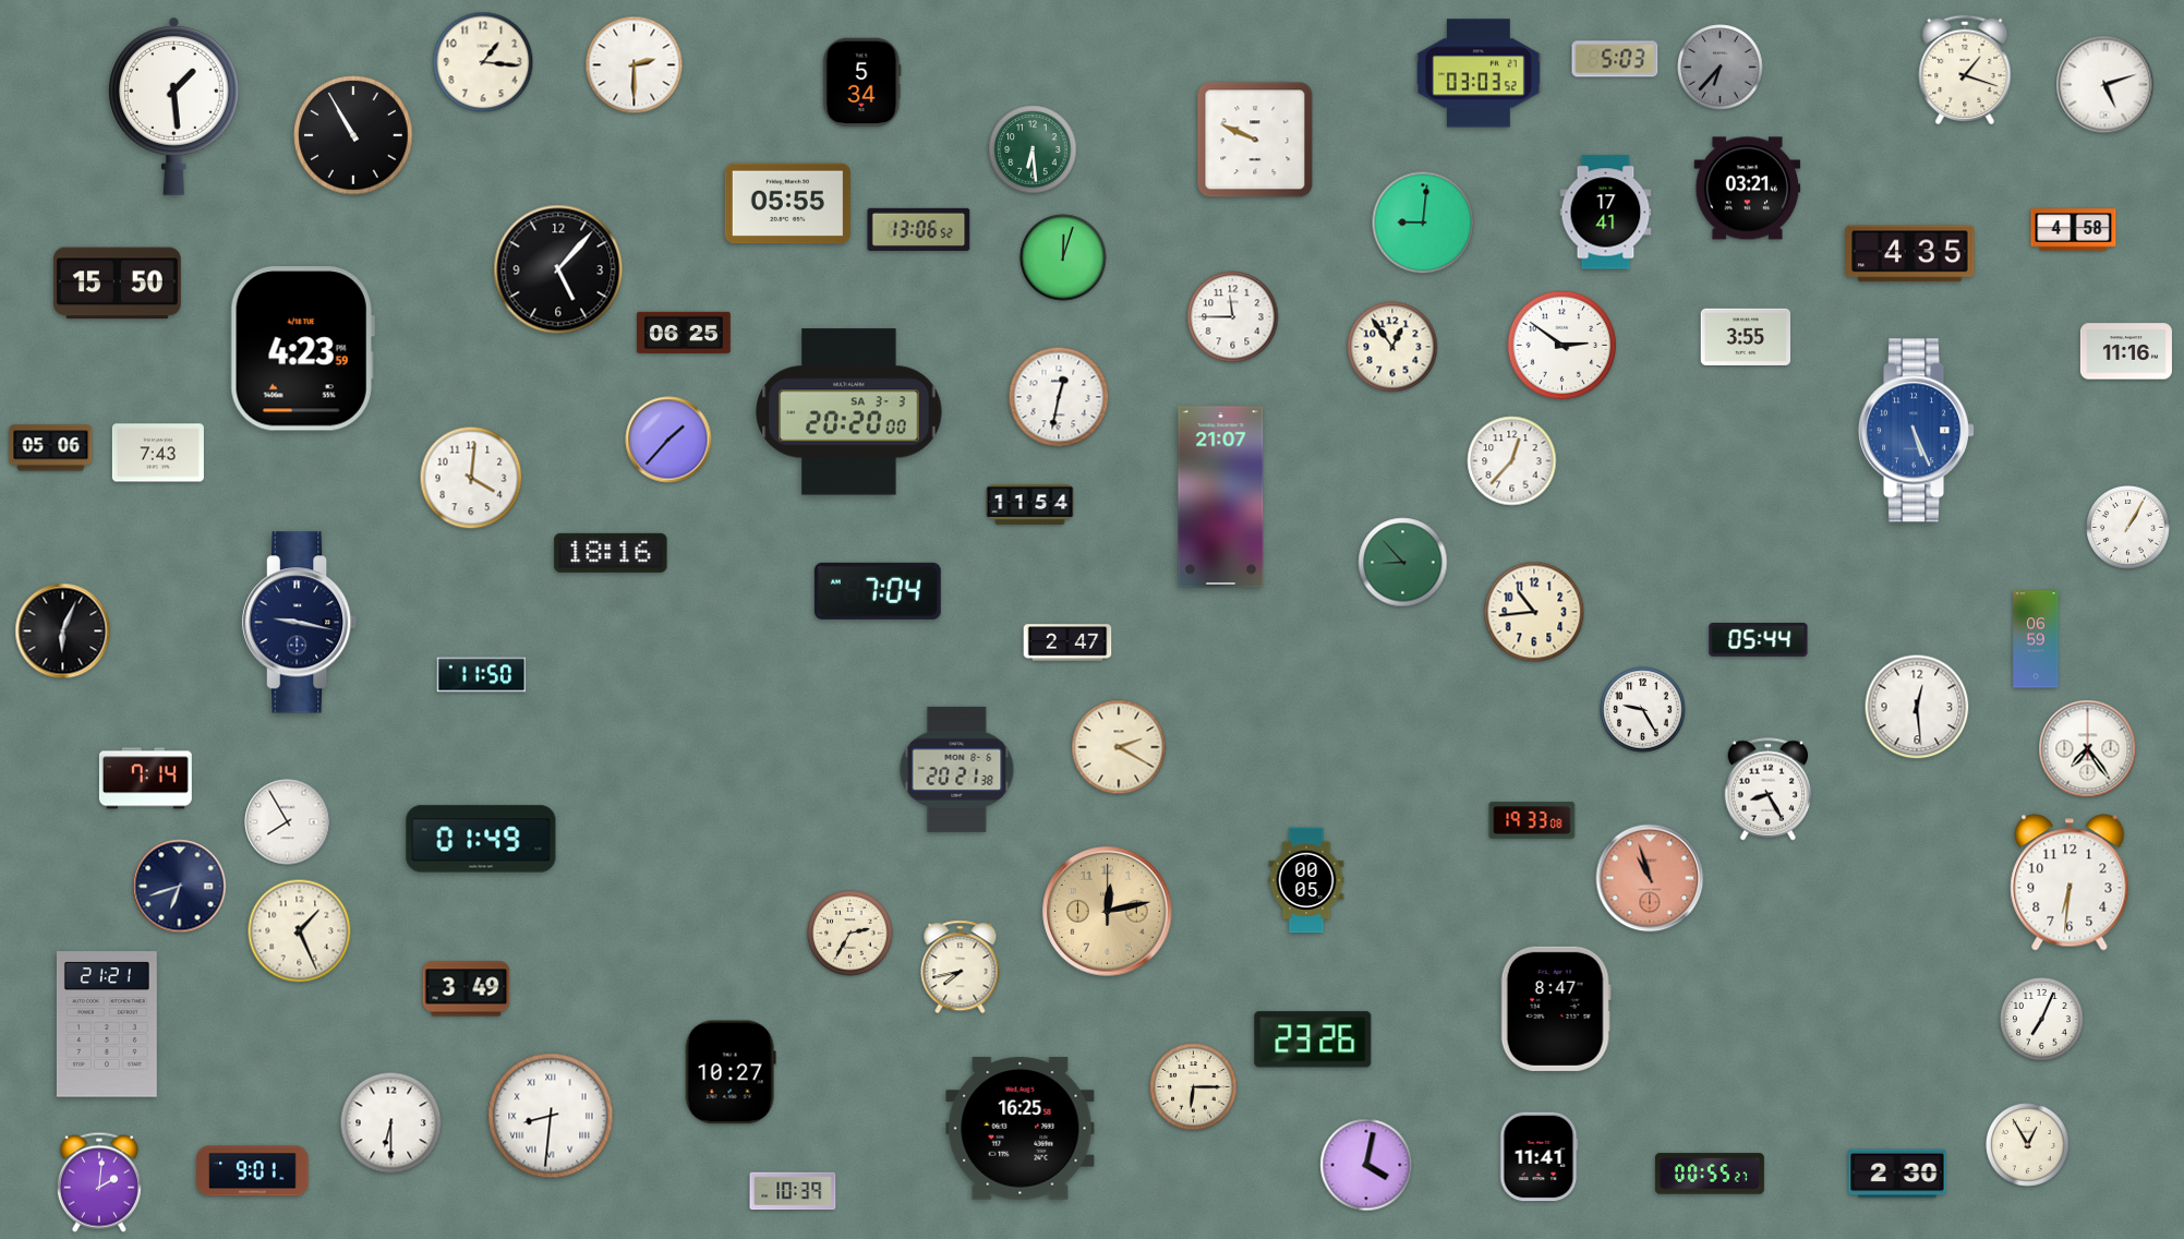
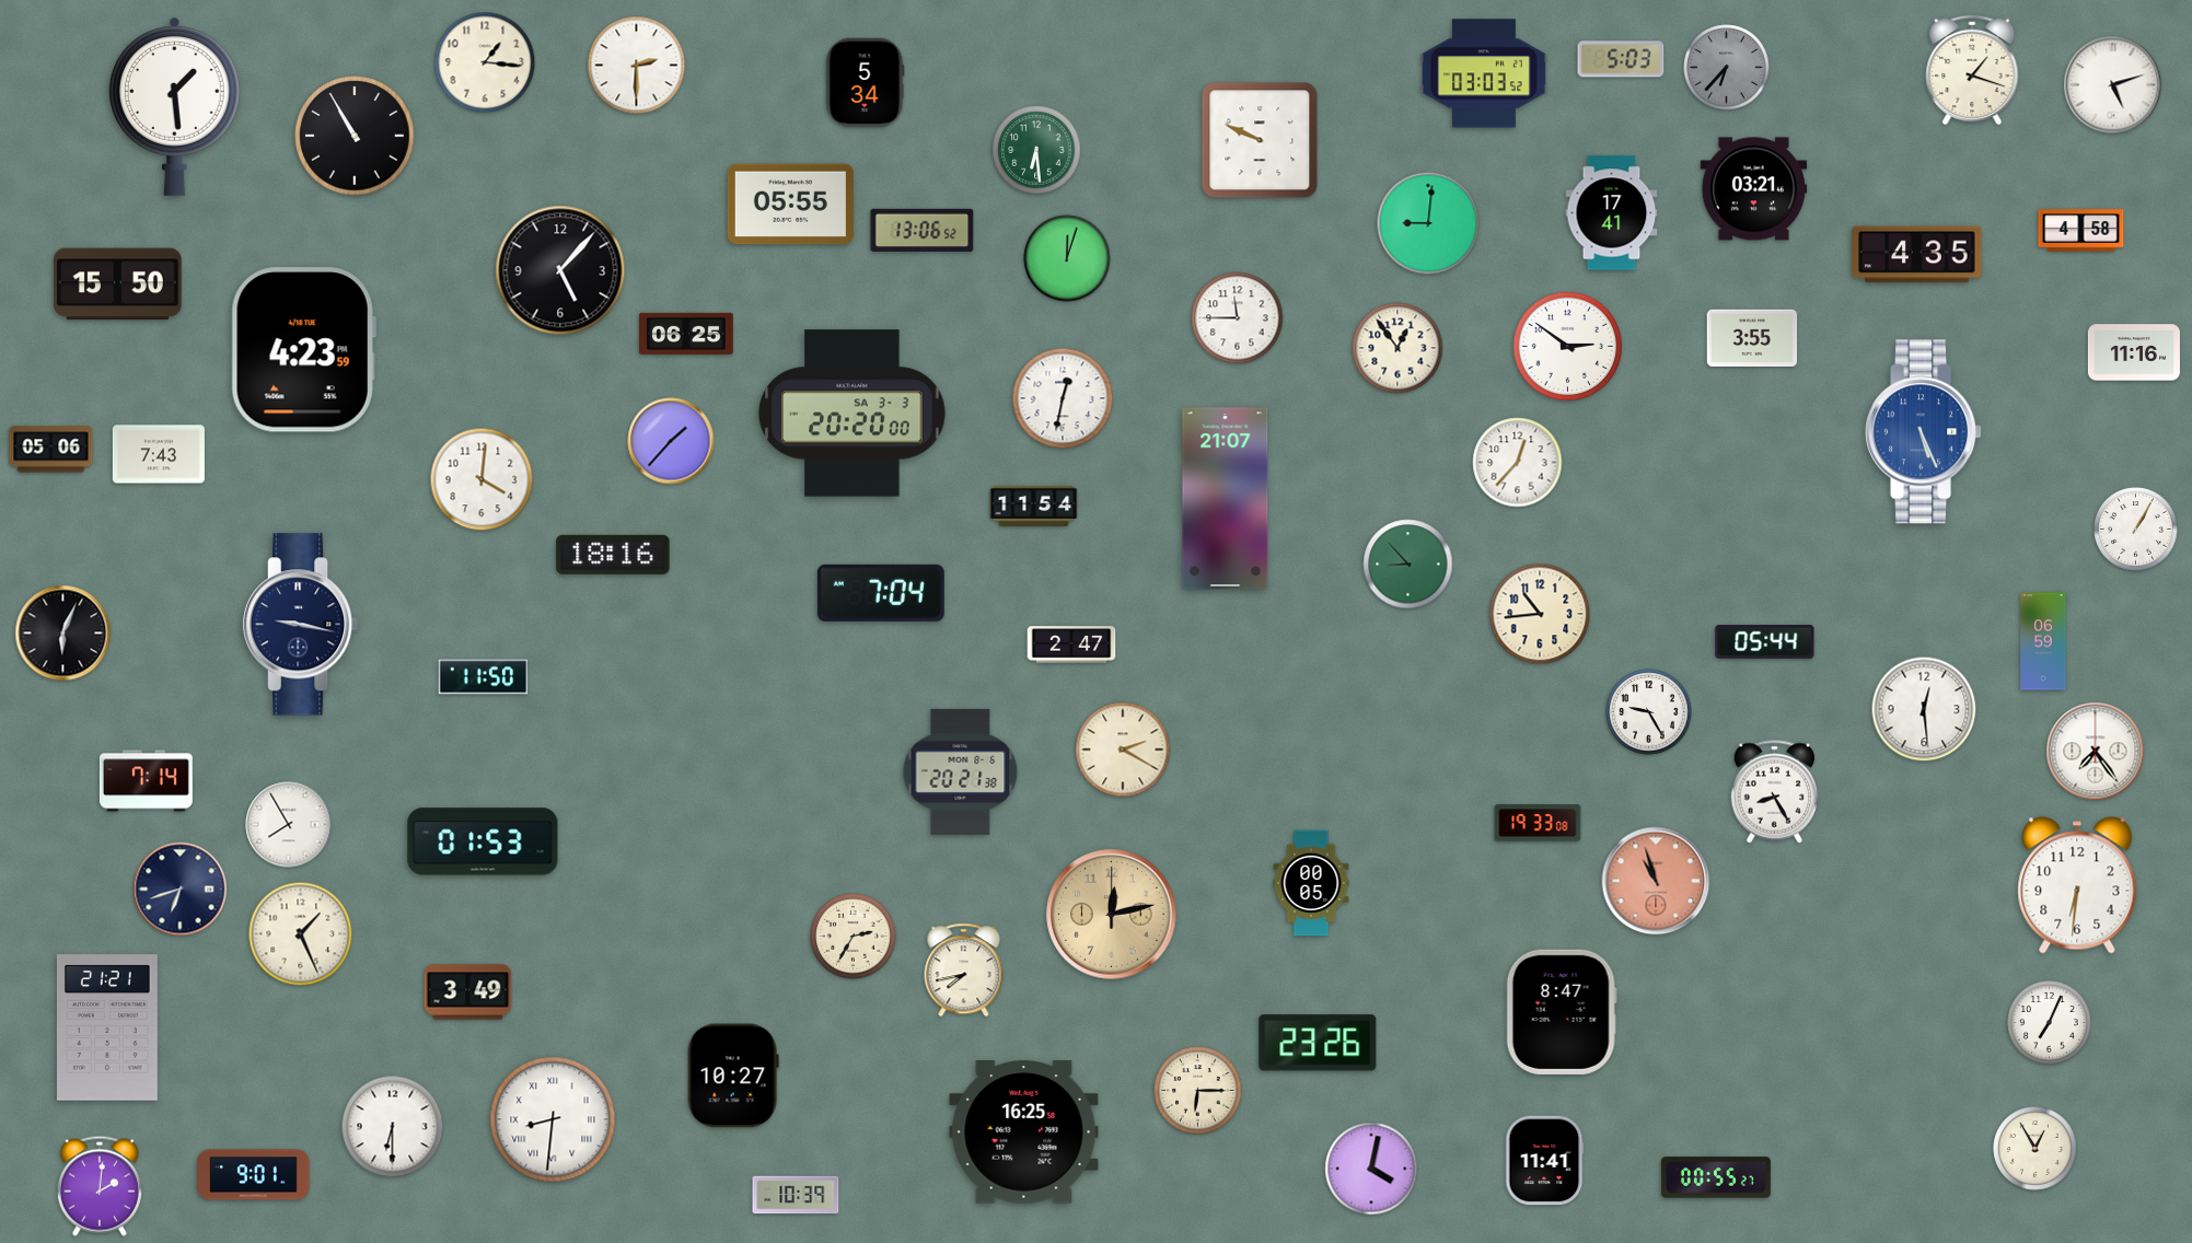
clock at (471, 478) position: (471, 478) -> (482, 479)
clock at (481, 839): 01:49 -> 01:53
clock at (1897, 1174): 2:30 -> none
